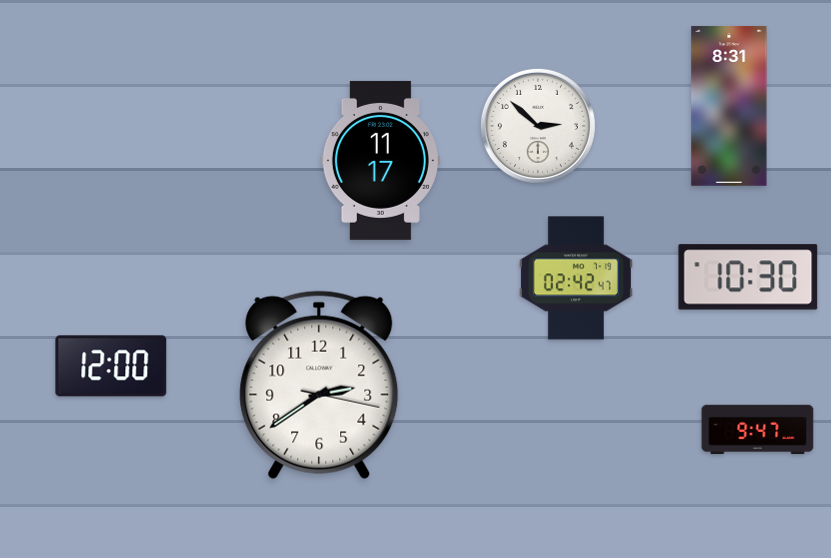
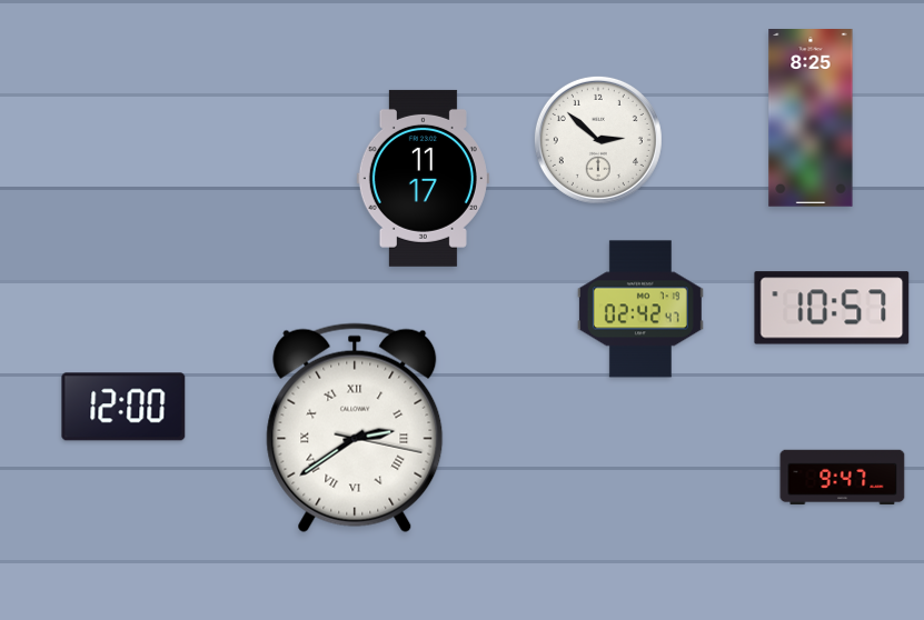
clock at (729, 107): 8:31 -> 8:25
clock at (748, 277): 10:30 -> 10:57
clock at (319, 385) numerals: Arabic -> Roman
